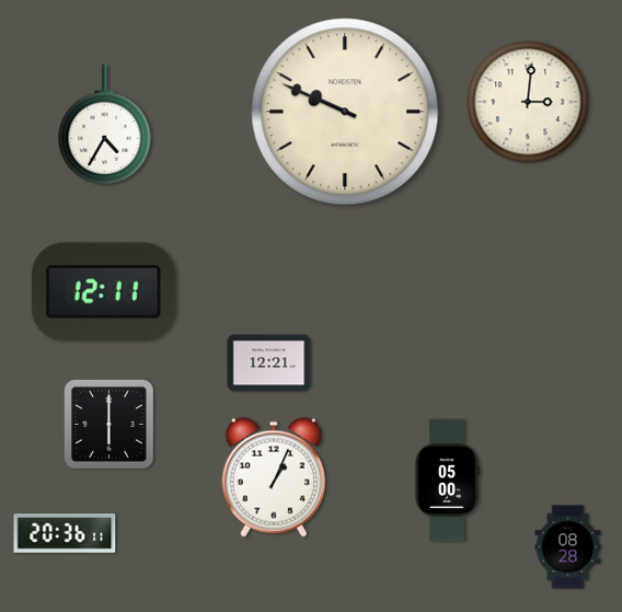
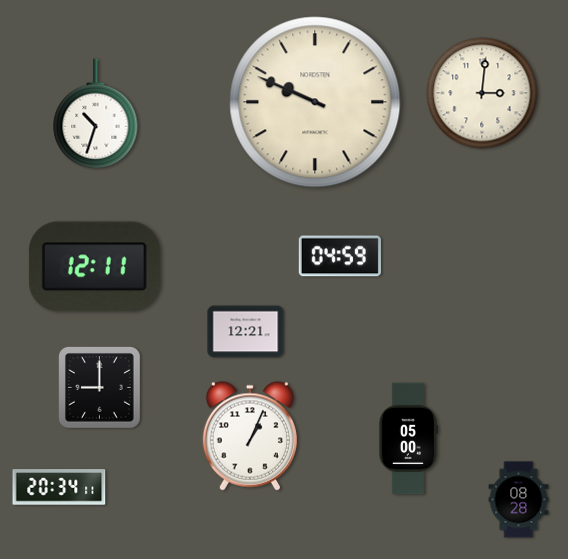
clock at (105, 125): 4:35 -> 10:33
clock at (340, 256): none -> 04:59
clock at (110, 425): 6:00 -> 9:00
clock at (65, 533): 20:36 -> 20:34
